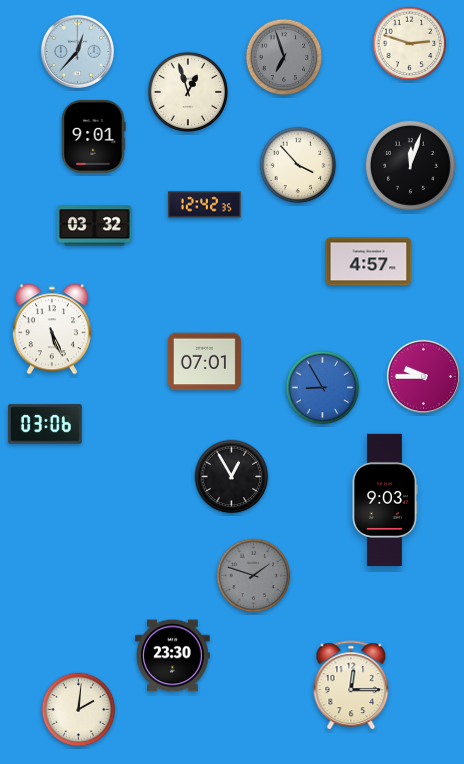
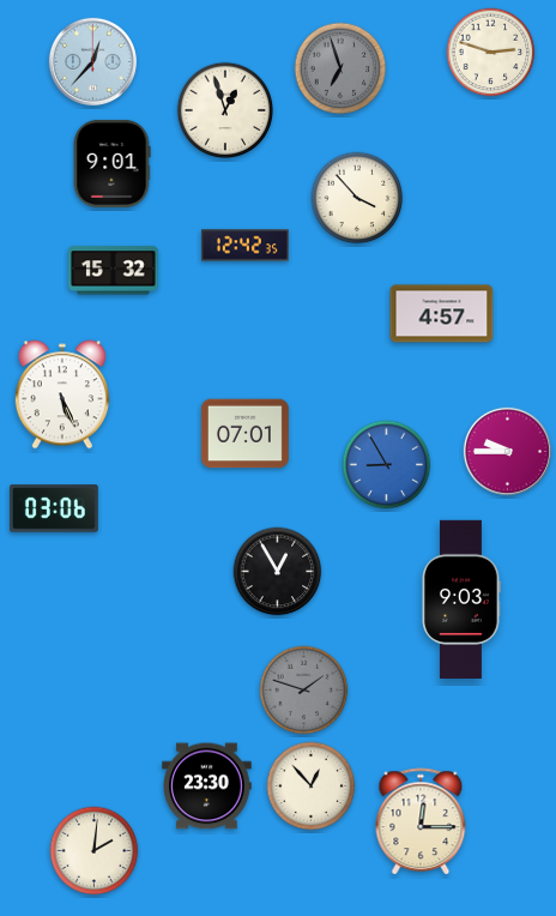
clock at (410, 165): 12:03 -> none
clock at (95, 226): 03:32 -> 15:32
clock at (312, 787): none -> 12:53
